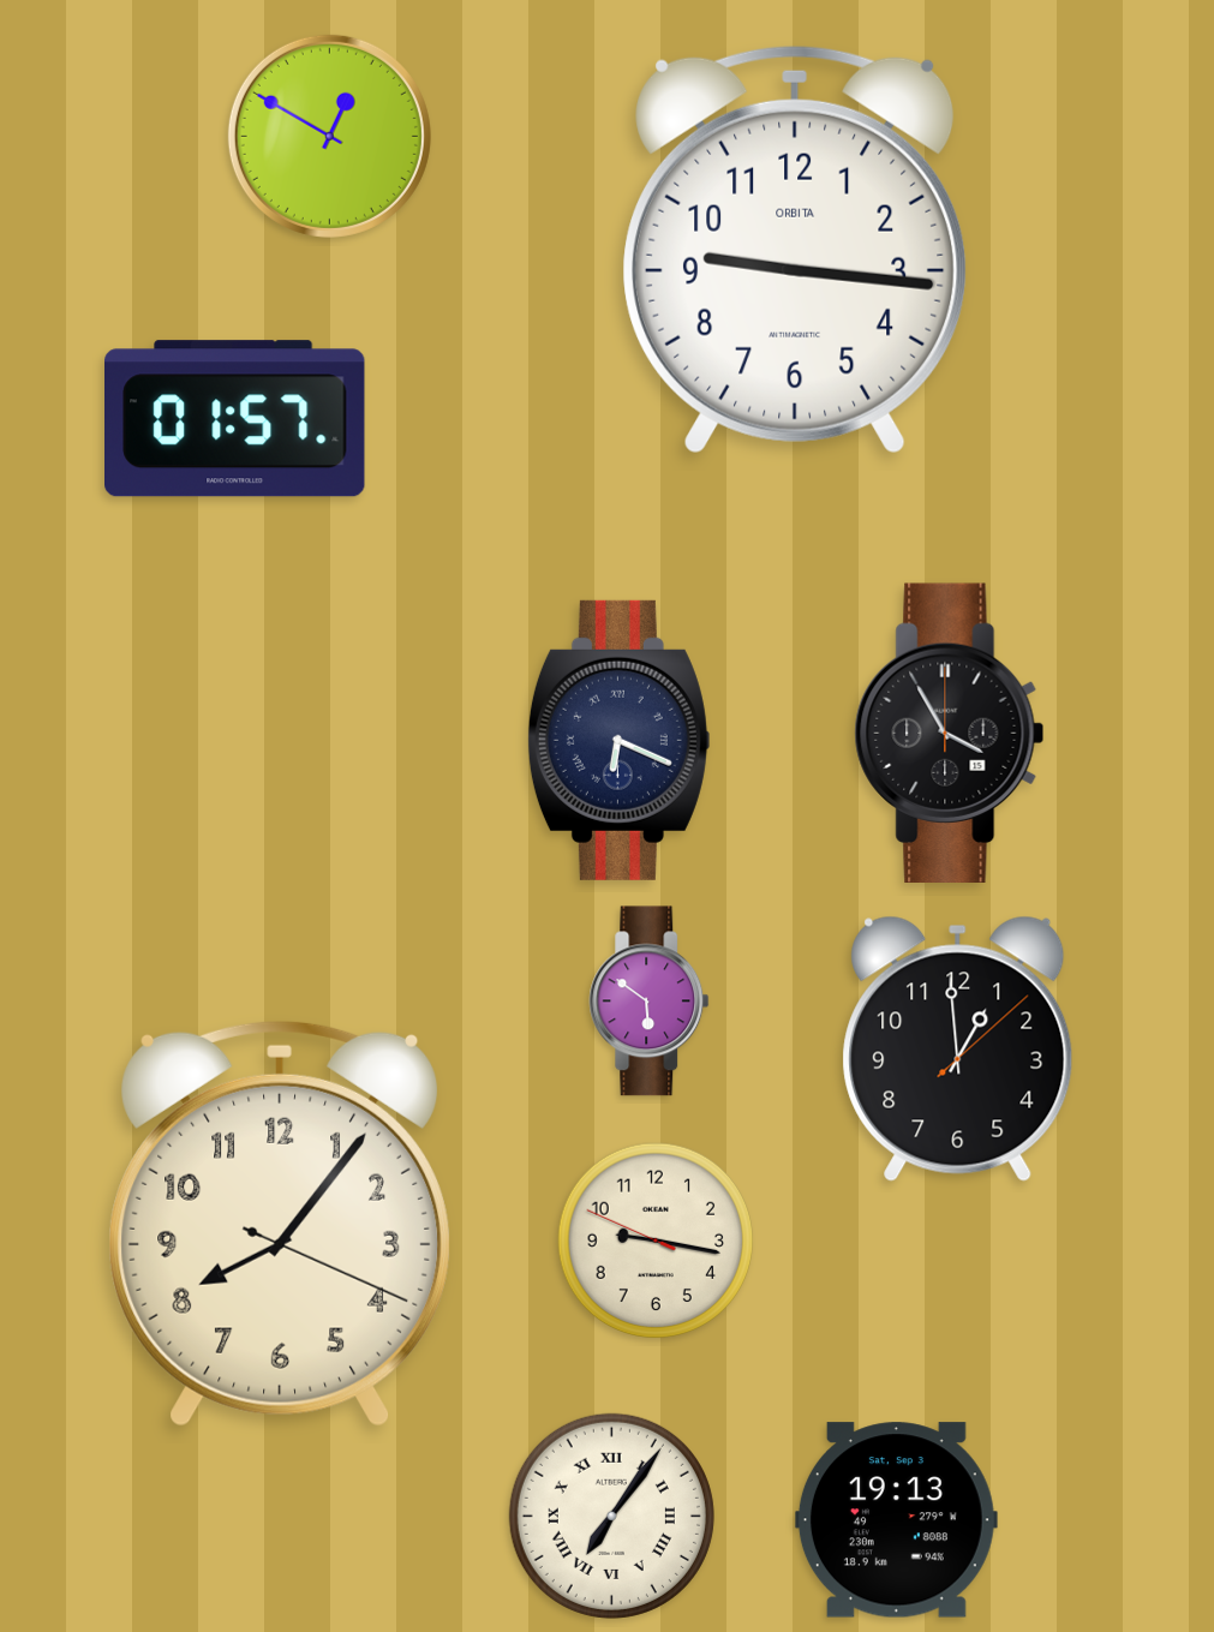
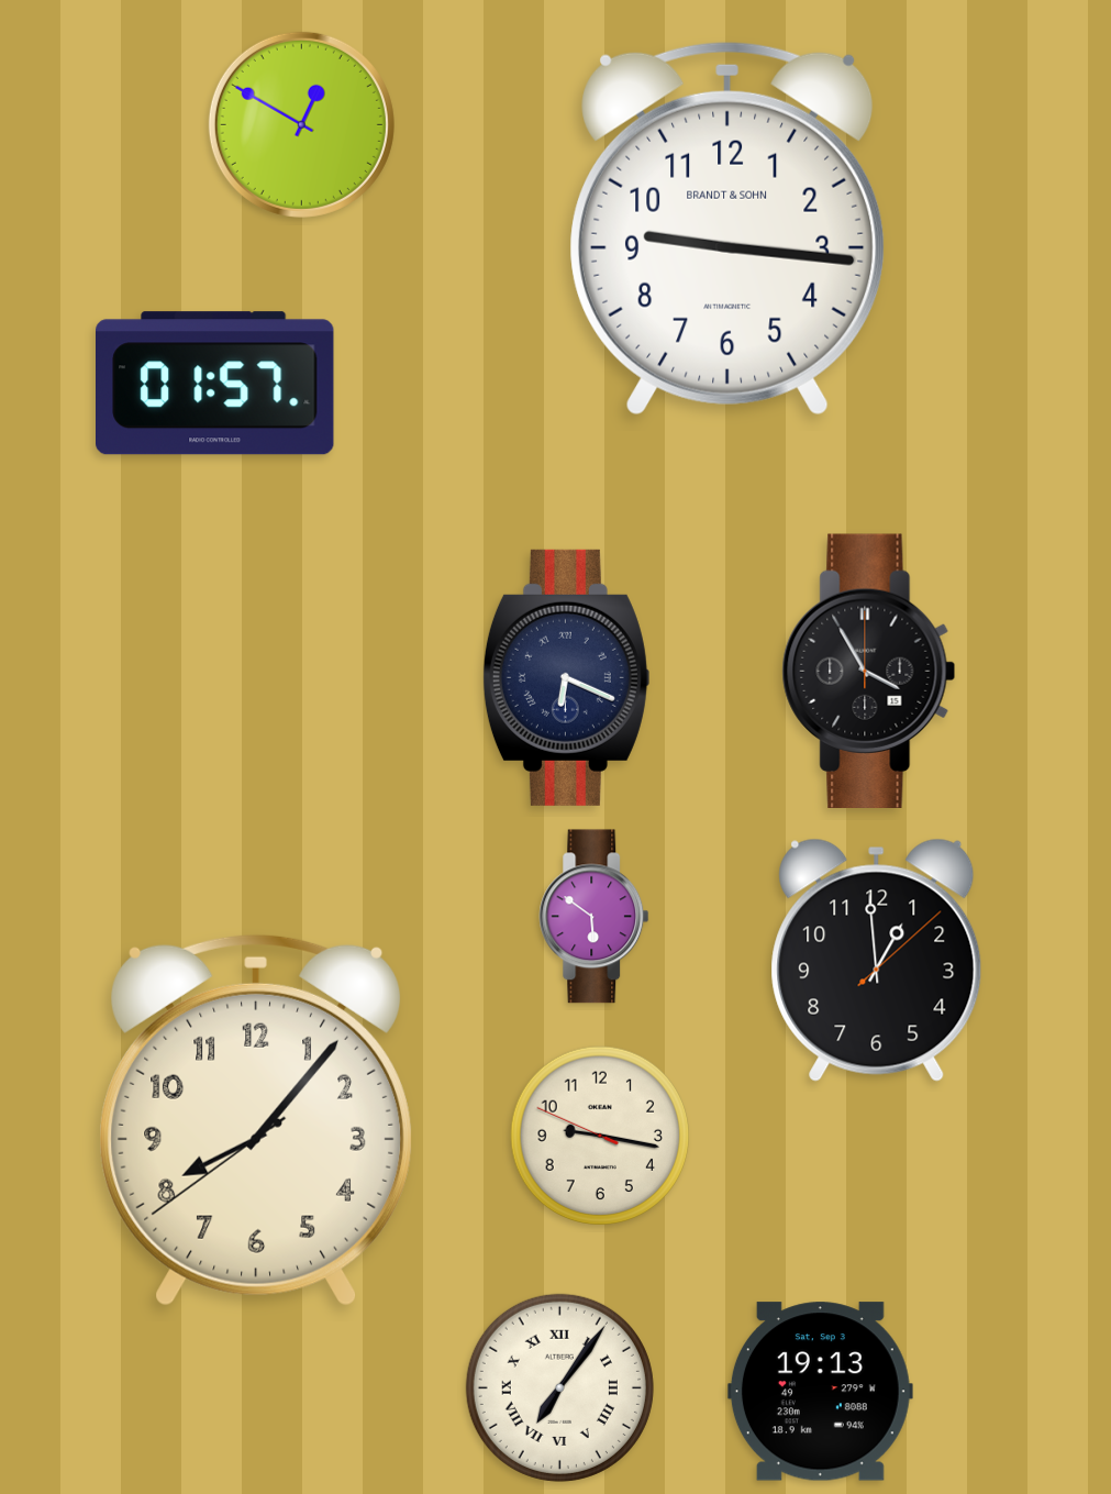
clock at (795, 250) brand: ORBITA -> BRANDT & SOHN
clock at (280, 1224): 8:06:19 -> 8:06:39
